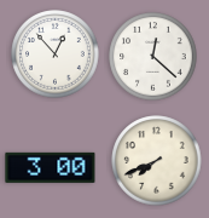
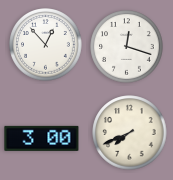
clock at (153, 57): 12:22 -> 12:18
